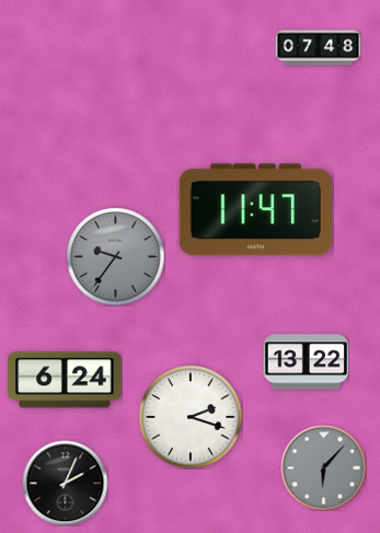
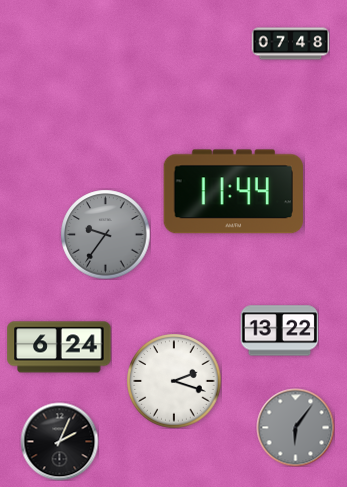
clock at (255, 210): 11:47 -> 11:44
clock at (323, 467): 6:07 -> 6:06
